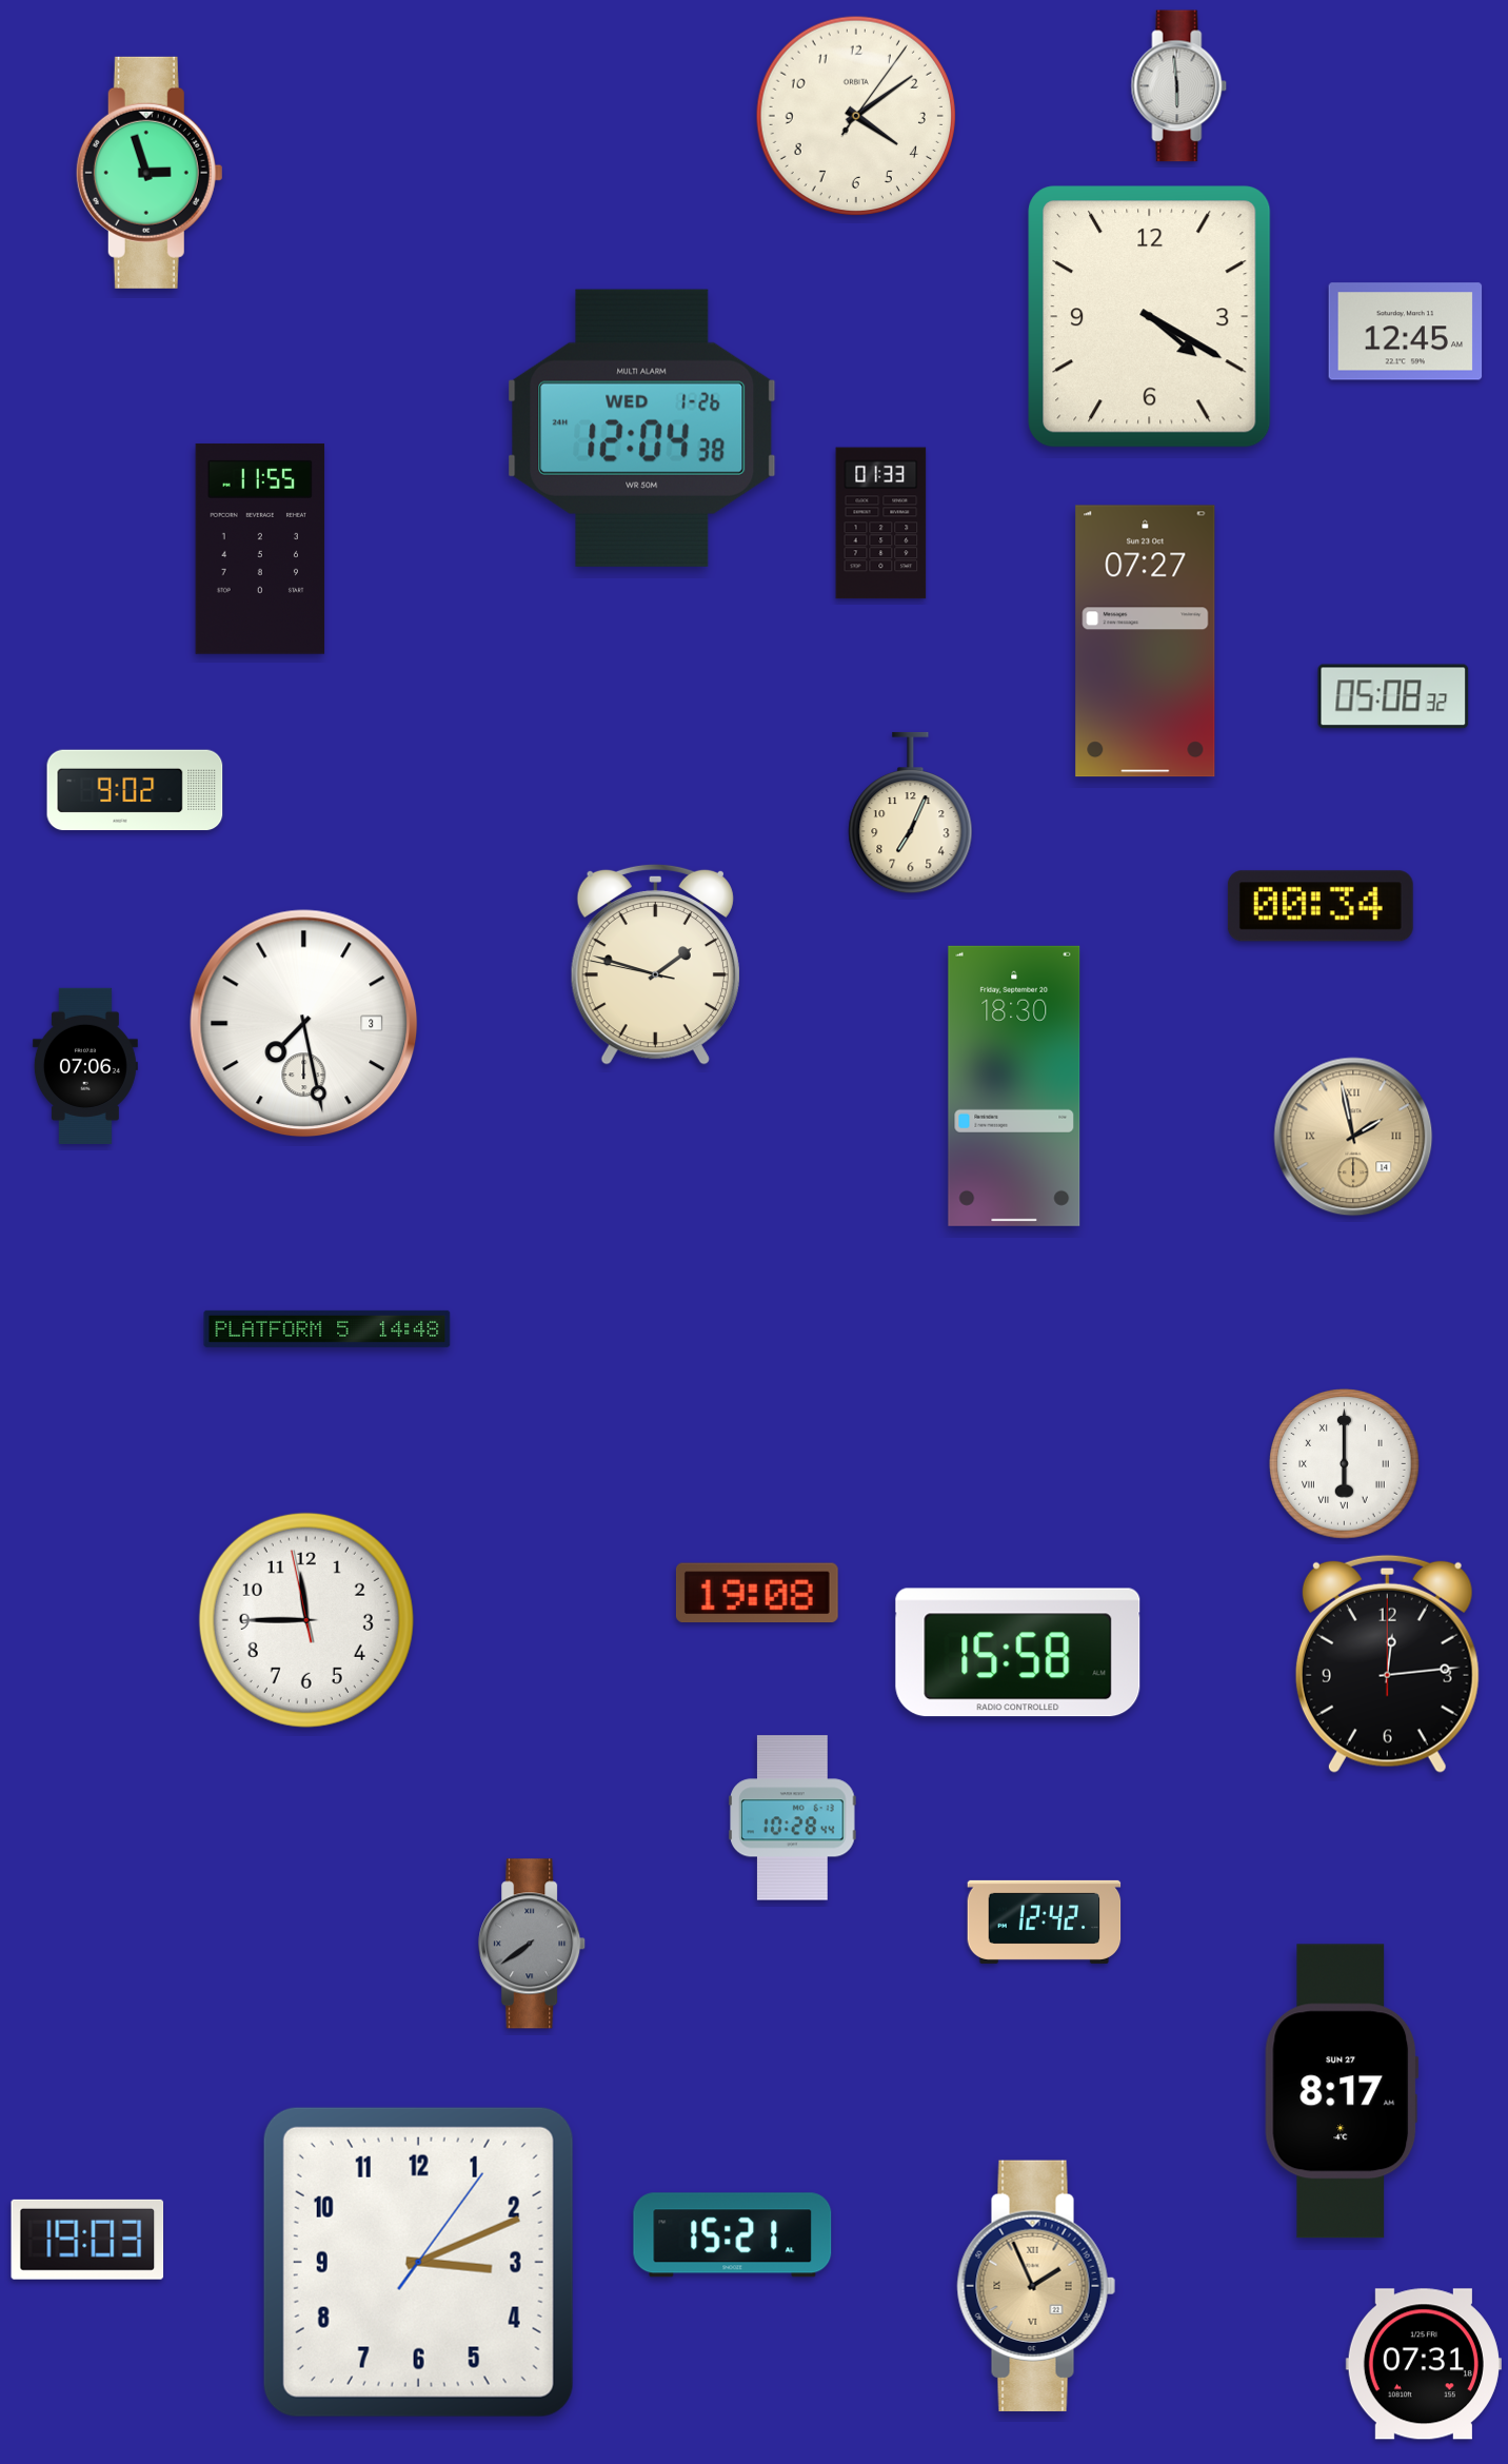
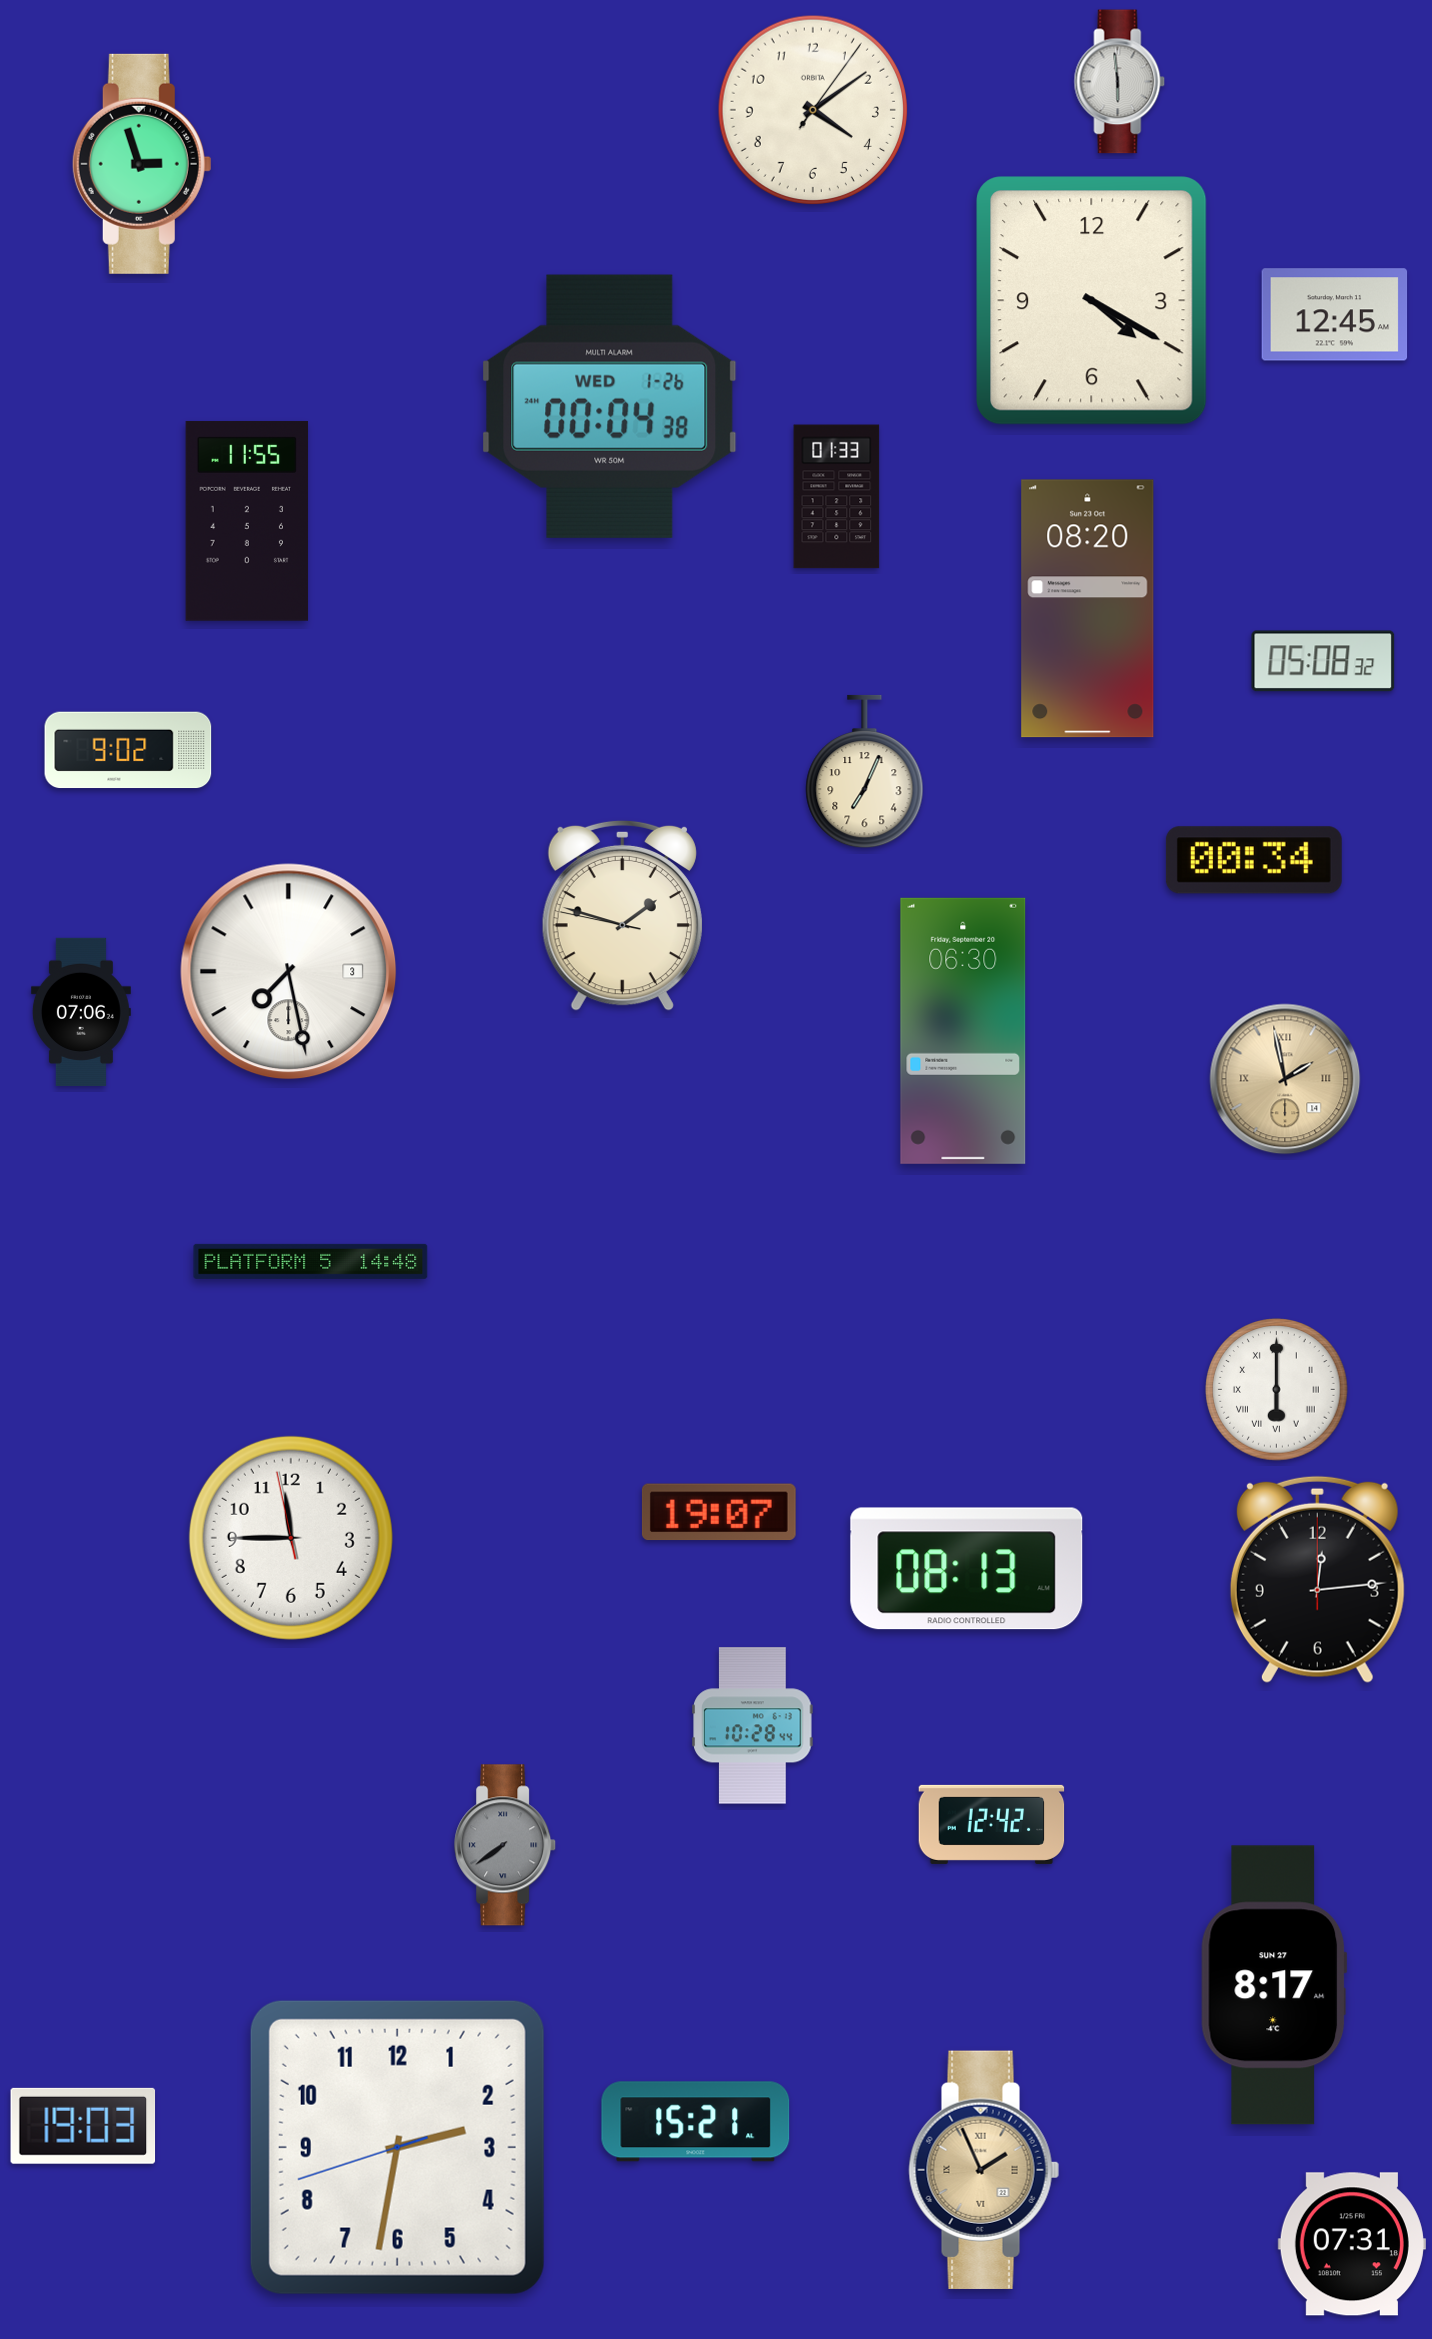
clock at (642, 428): 12:04 -> 00:04
clock at (1146, 642): 07:27 -> 08:20
clock at (1014, 1086): 18:30 -> 06:30
clock at (757, 1593): 19:08 -> 19:07
clock at (1018, 1653): 15:58 -> 08:13
clock at (418, 2262): 3:11 -> 2:31
